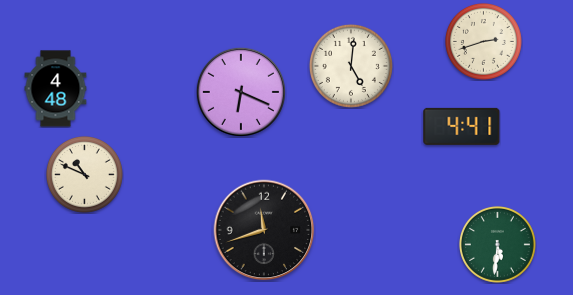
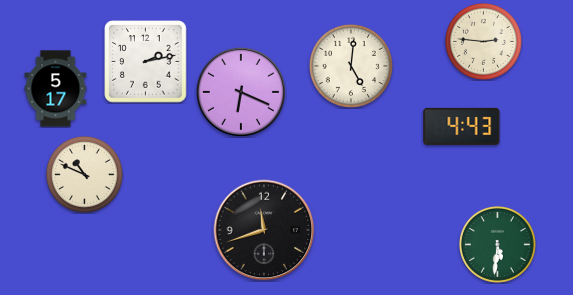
clock at (483, 41): 2:42 -> 2:46
clock at (146, 62): none -> 2:13
clock at (56, 89): 4:48 -> 5:17
clock at (462, 126): 4:41 -> 4:43
